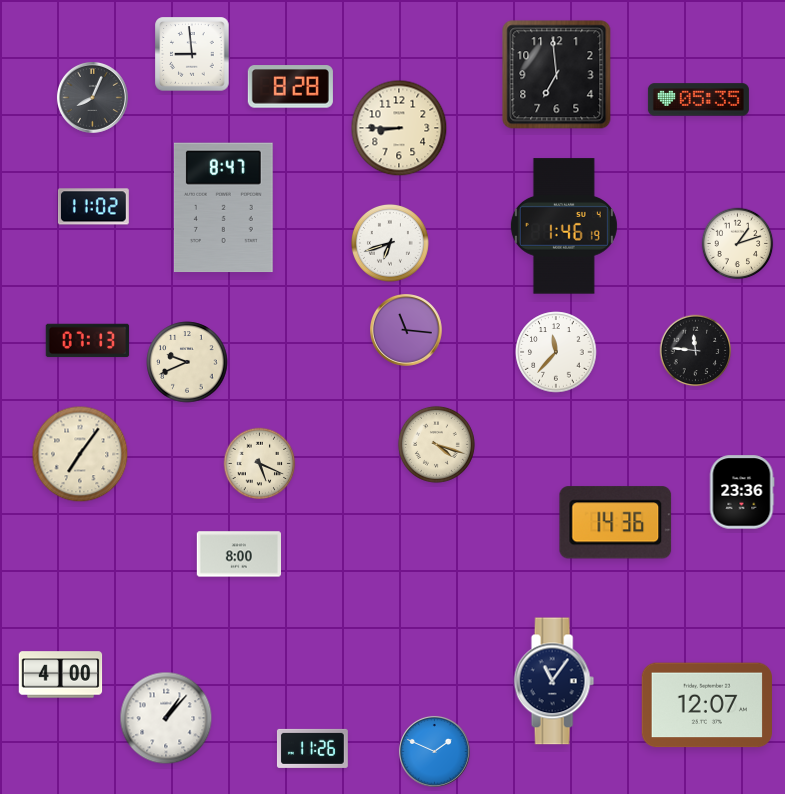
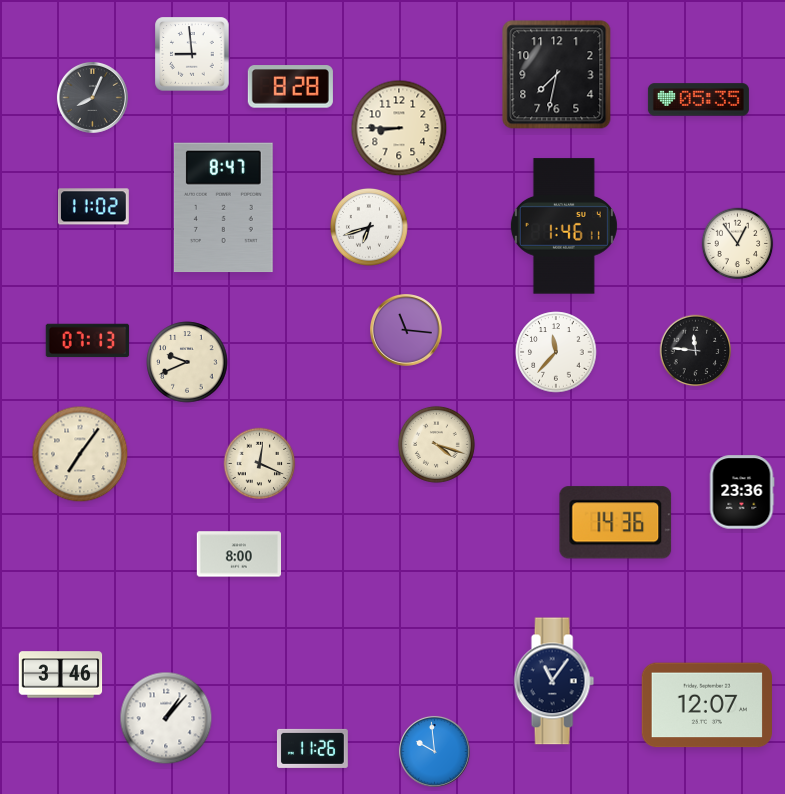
clock at (557, 75): 6:59 -> 7:32
clock at (564, 226): 1:46:19 -> 1:46:11
clock at (390, 243) position: (390, 243) -> (369, 227)
clock at (738, 244): 1:12 -> 12:54
clock at (260, 464): 5:19 -> 12:19
clock at (61, 675): 4:00 -> 3:46
clock at (434, 751): 1:49 -> 9:59
